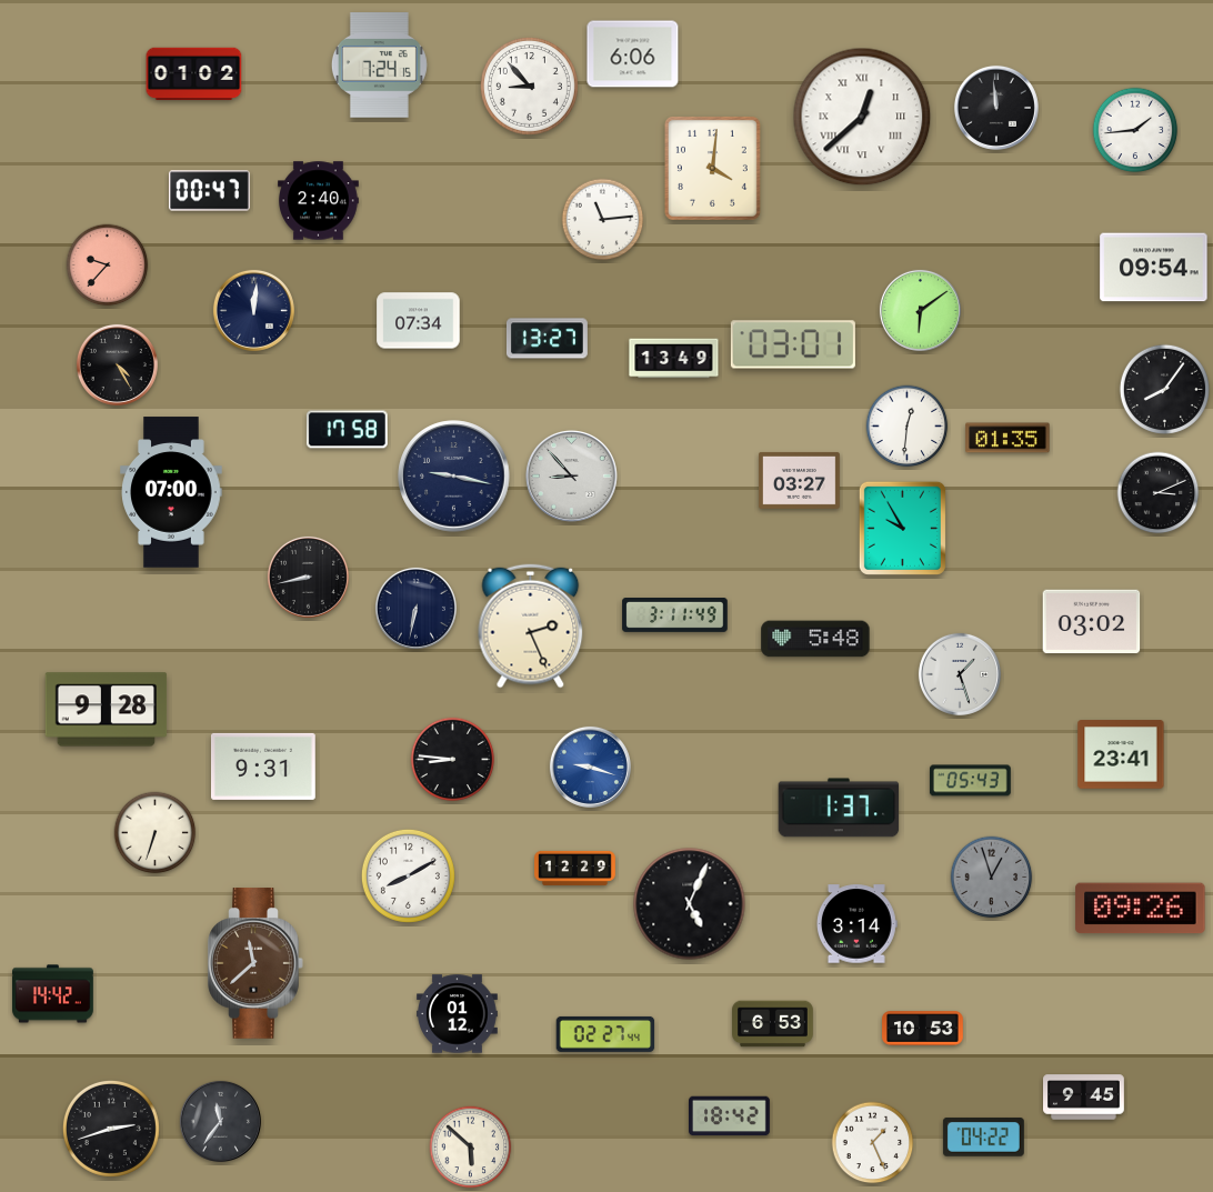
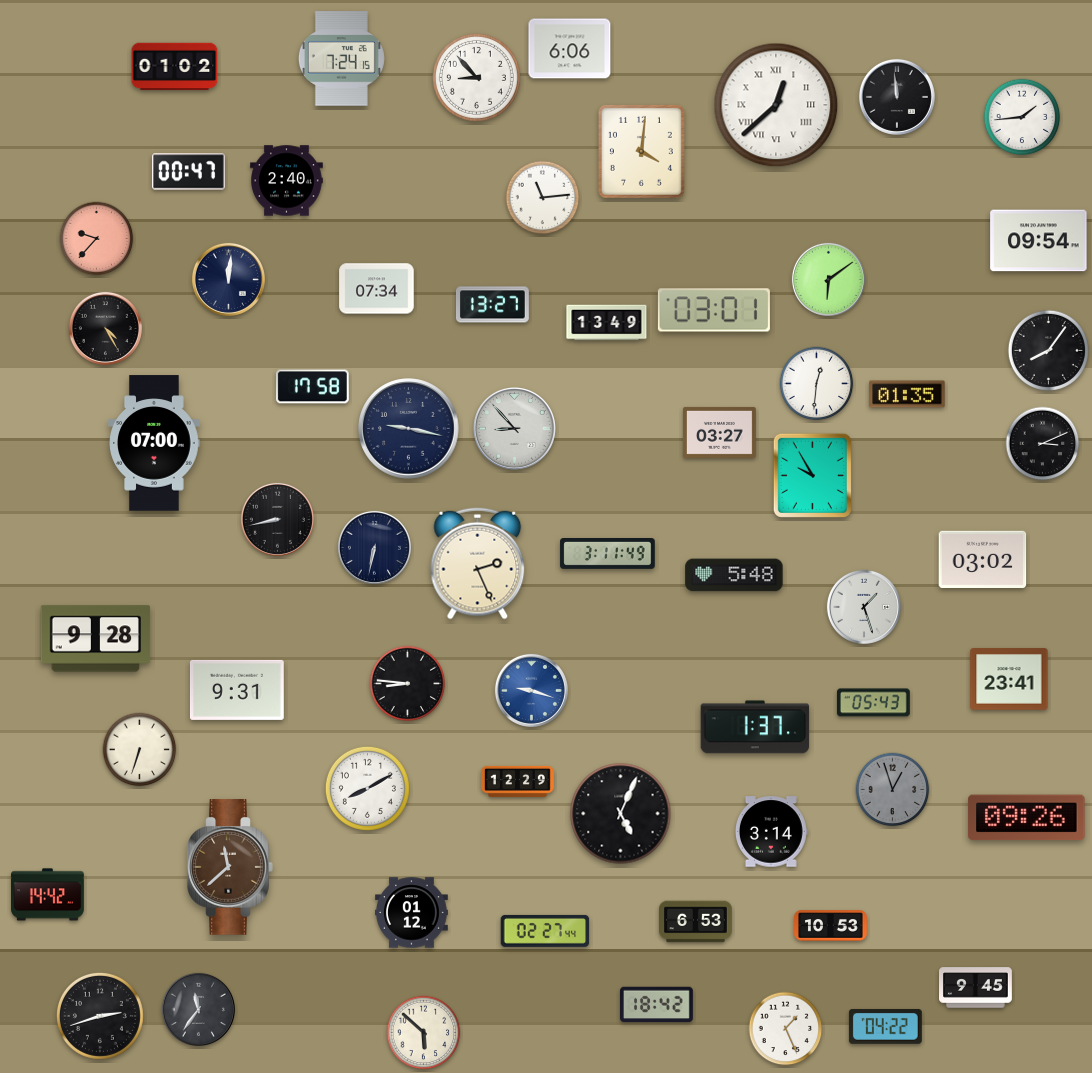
clock at (983, 1138) position: (983, 1138) -> (885, 1027)
